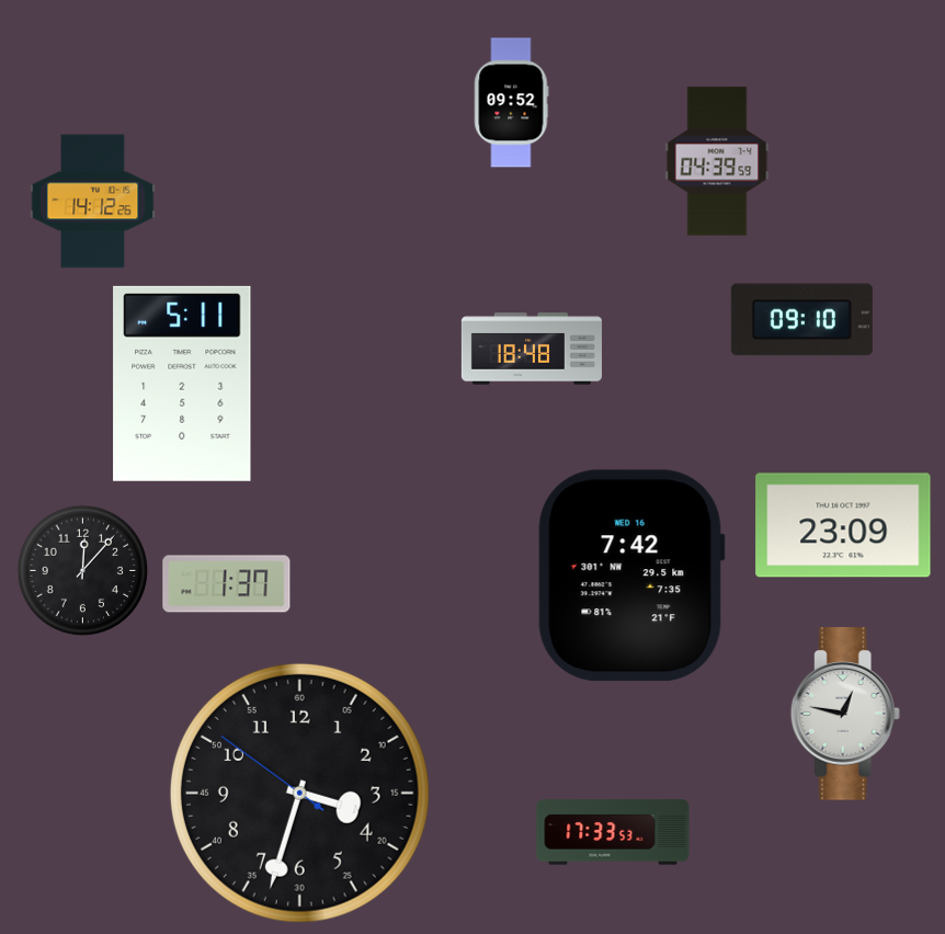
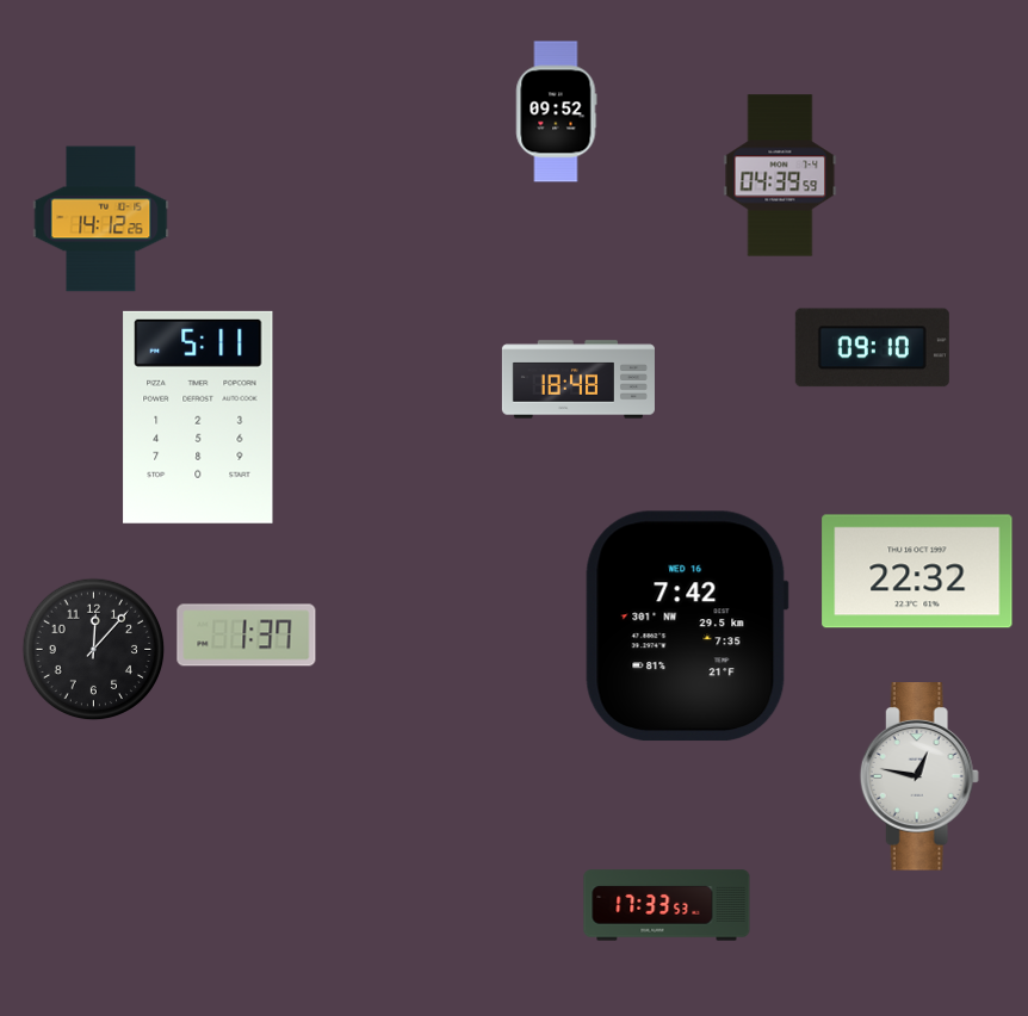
clock at (843, 525): 23:09 -> 22:32
clock at (83, 571) position: (83, 571) -> (94, 650)
clock at (299, 793): 3:32 -> none
